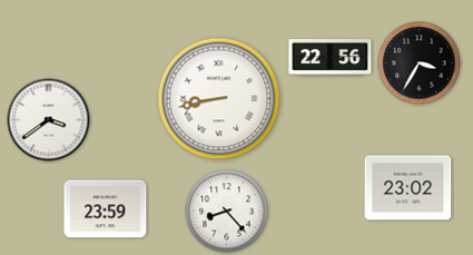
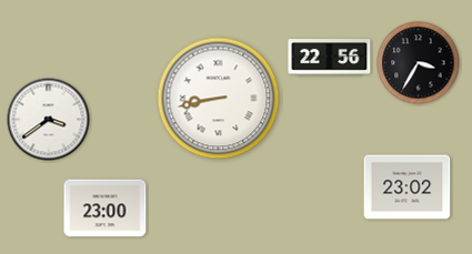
clock at (106, 209): 23:59 -> 23:00
clock at (227, 212): 8:23 -> none
